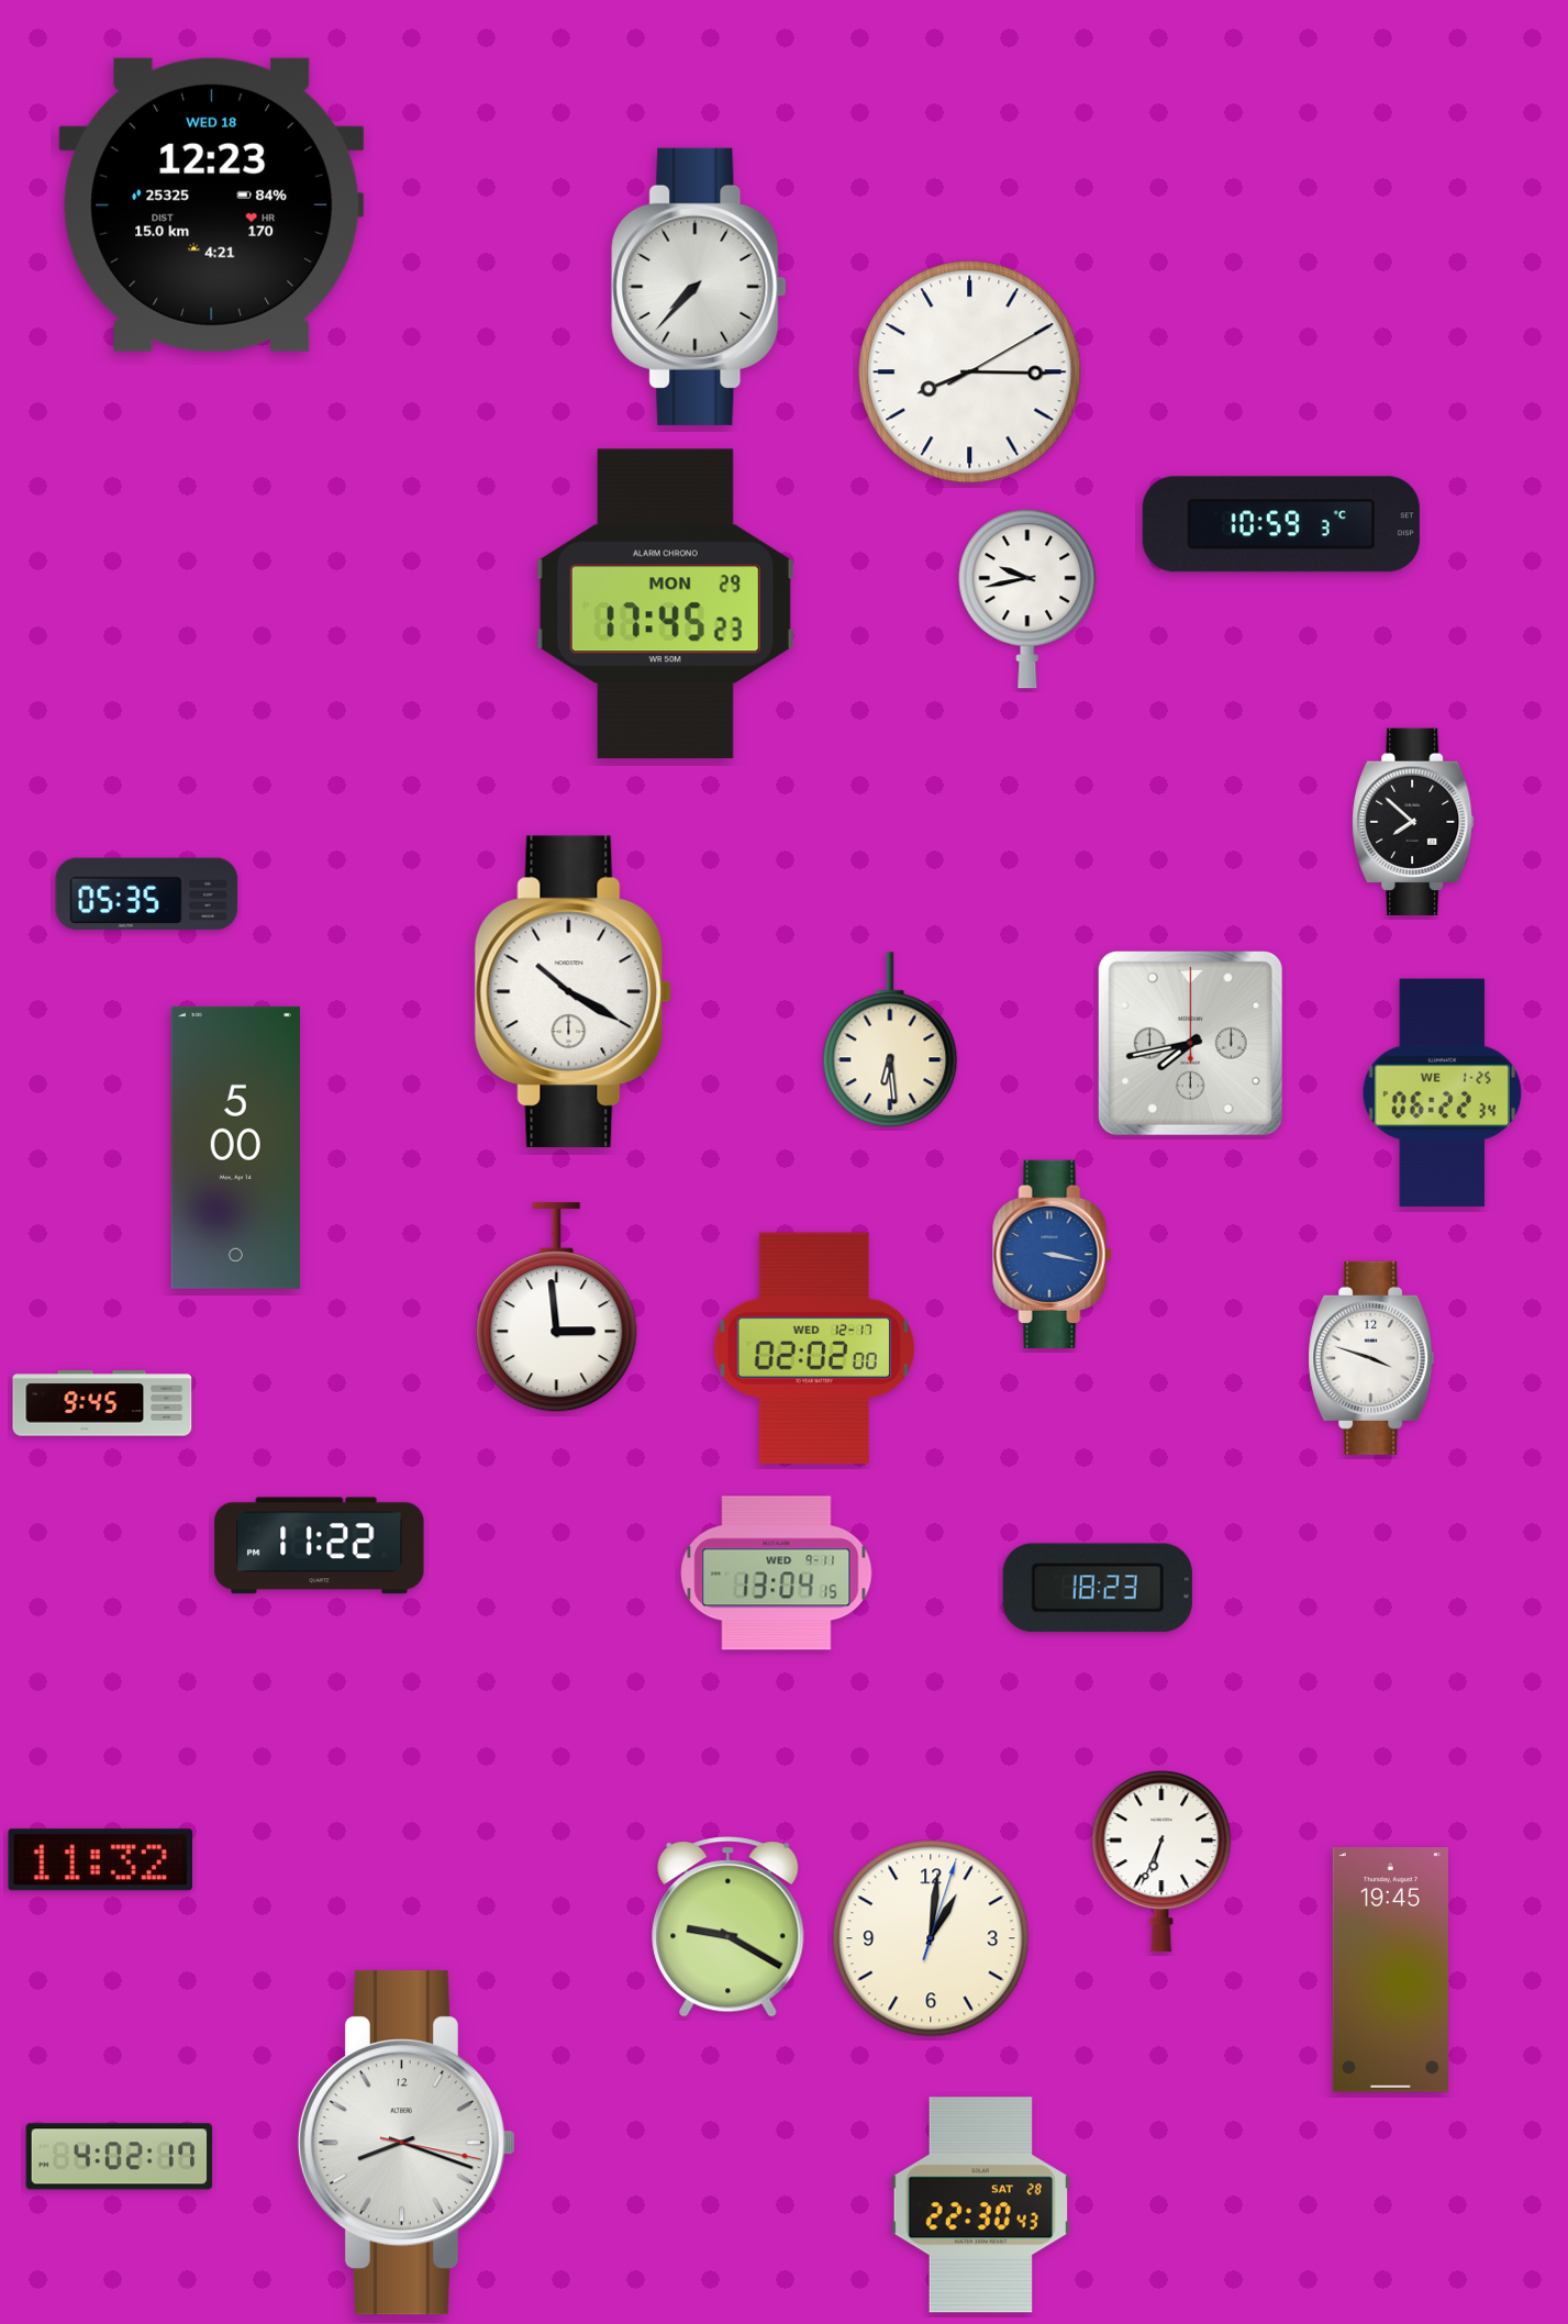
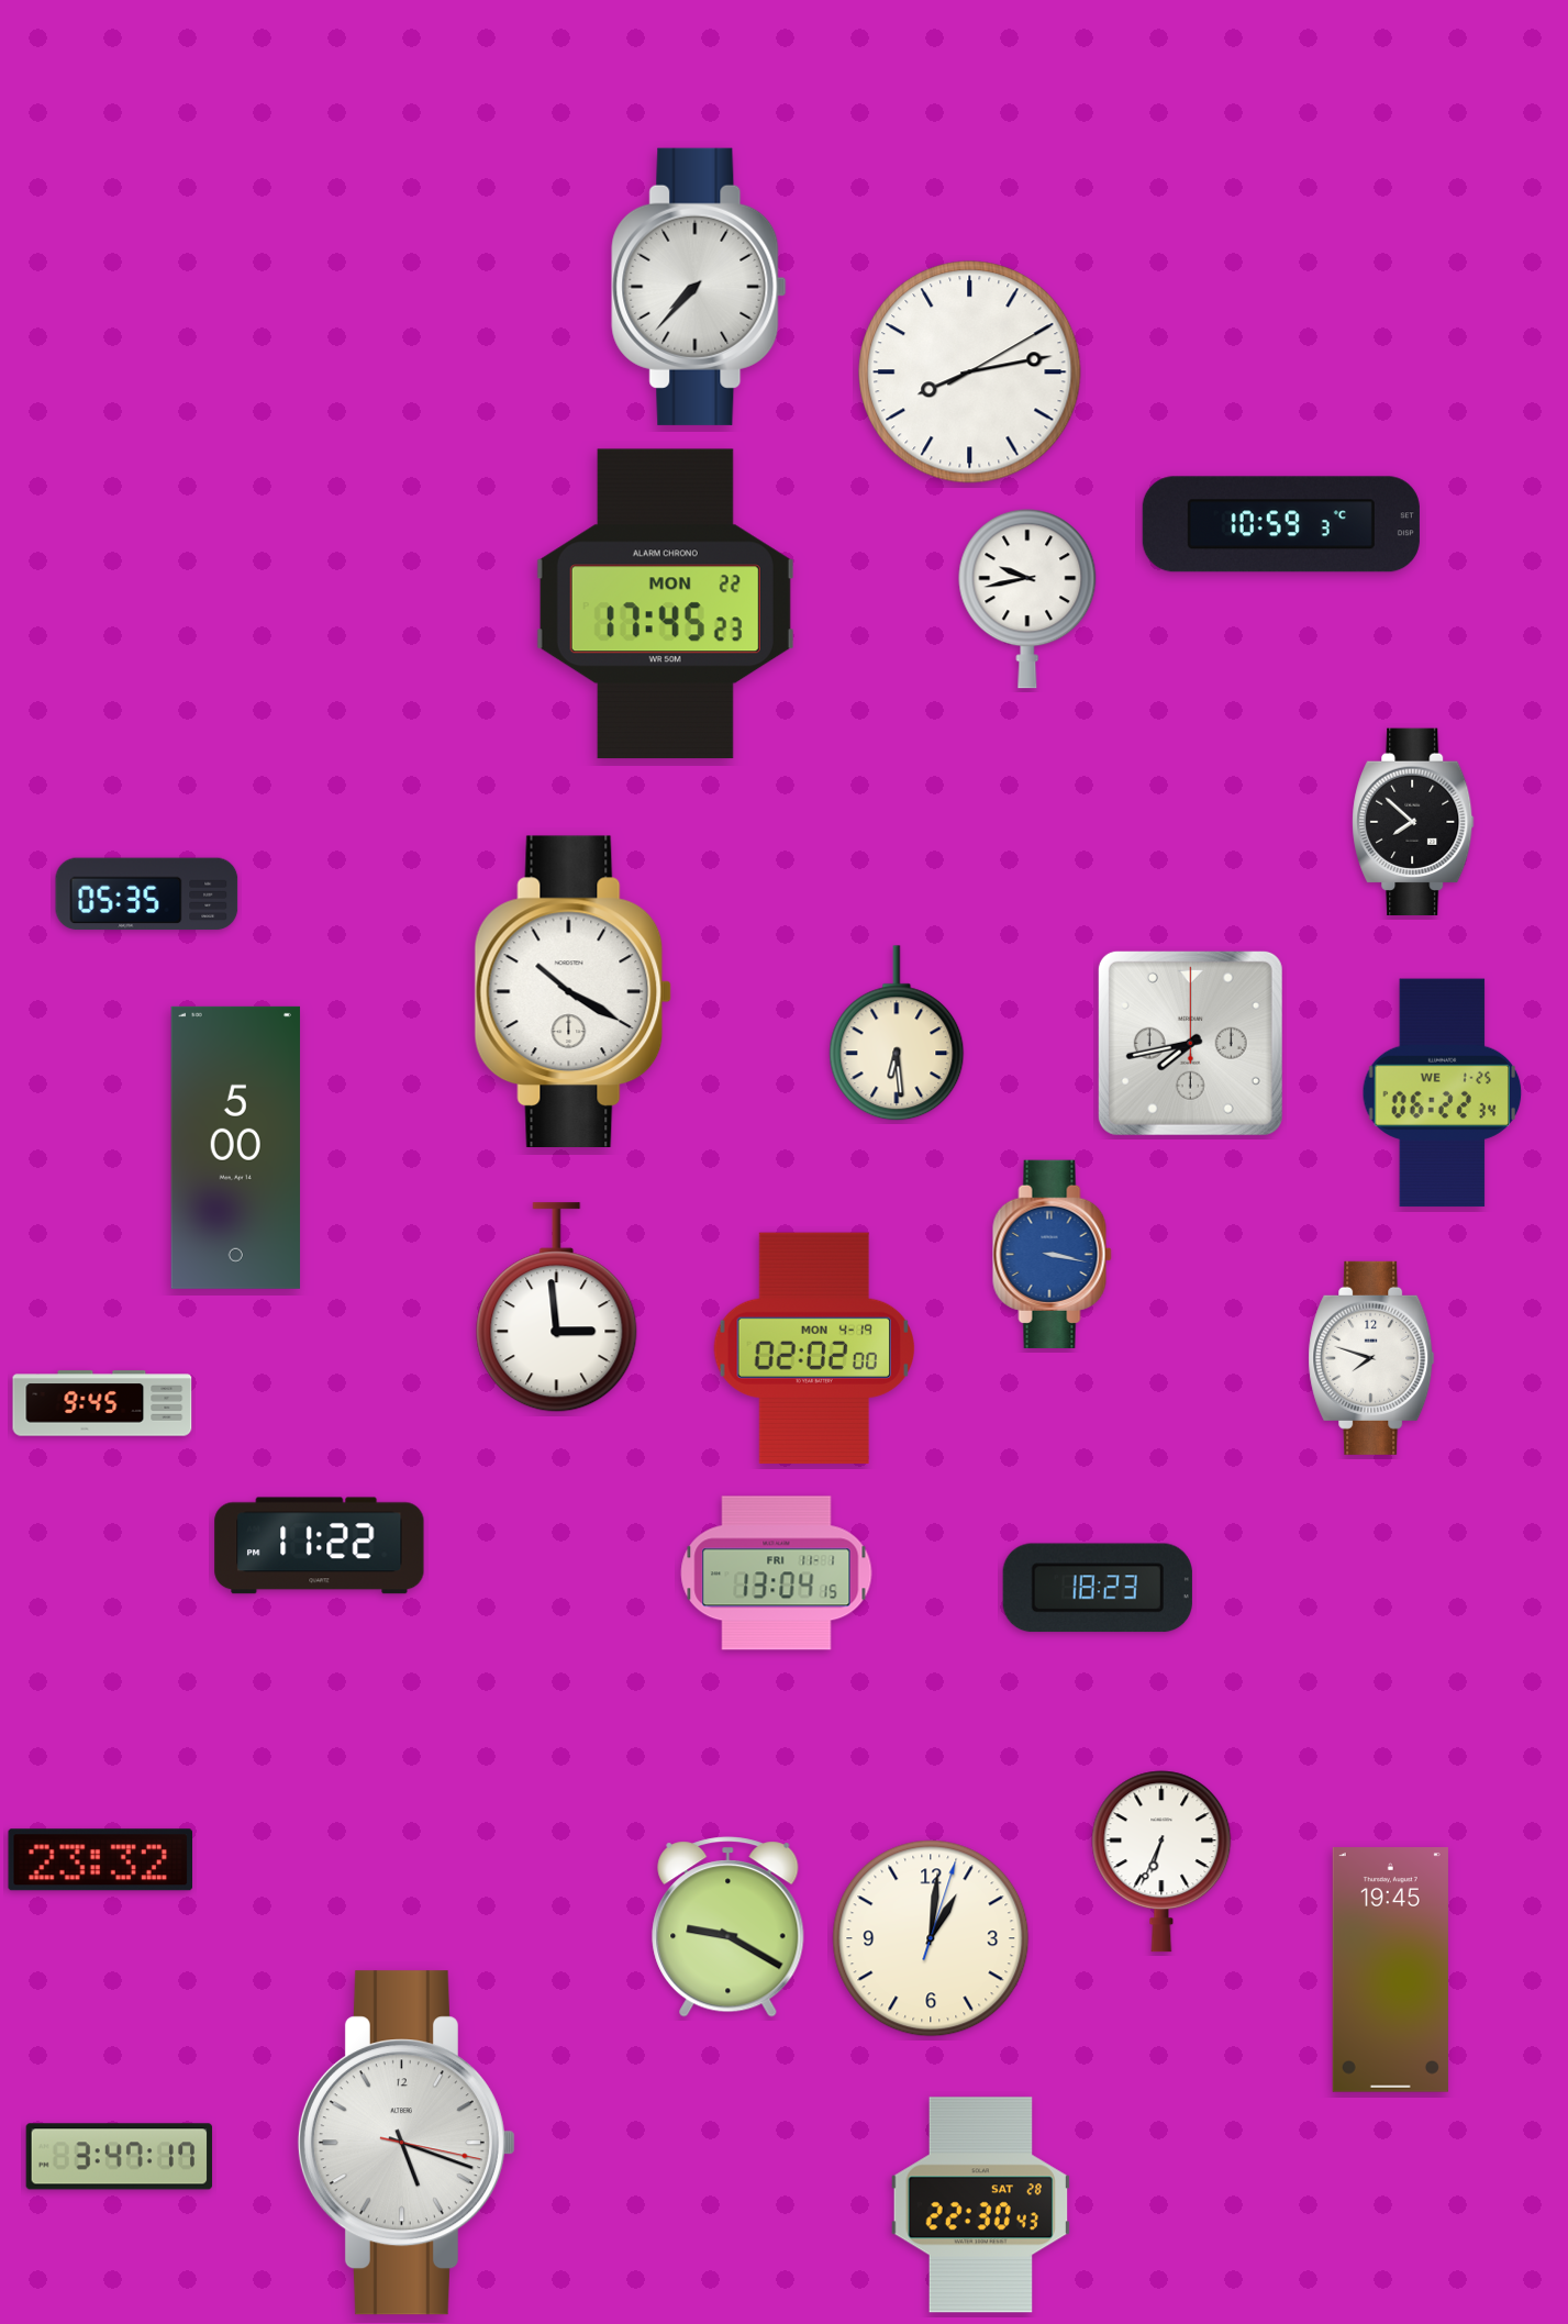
clock at (212, 204): 12:23 -> none
clock at (970, 372): 8:15 -> 8:13
clock at (665, 604) date: MON 29 -> MON 22
clock at (890, 1041) position: (890, 1041) -> (897, 1034)
clock at (813, 1348) date: WED 12-17 -> MON 4-19
clock at (1371, 1358): 3:48 -> 7:48
clock at (777, 1574) date: WED 9-11 -> FRI 11-1
clock at (100, 1860): 11:32 -> 23:32
clock at (407, 2143): 8:18 -> 5:18
clock at (120, 2157): 4:02 -> 3:47
